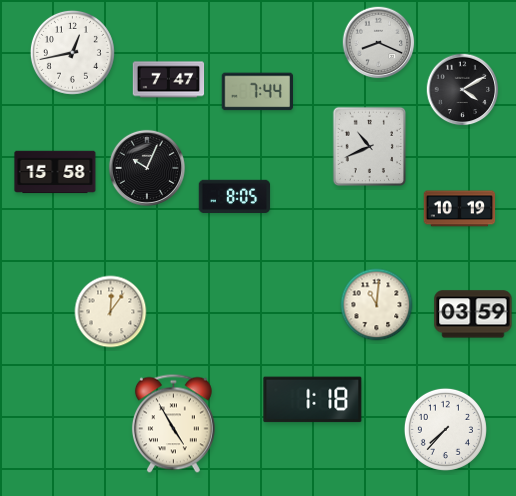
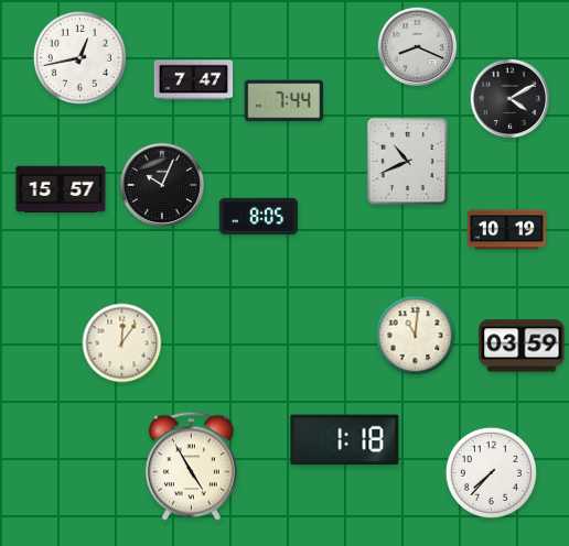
clock at (169, 80) position: (169, 80) -> (194, 80)
clock at (55, 172): 15:58 -> 15:57
